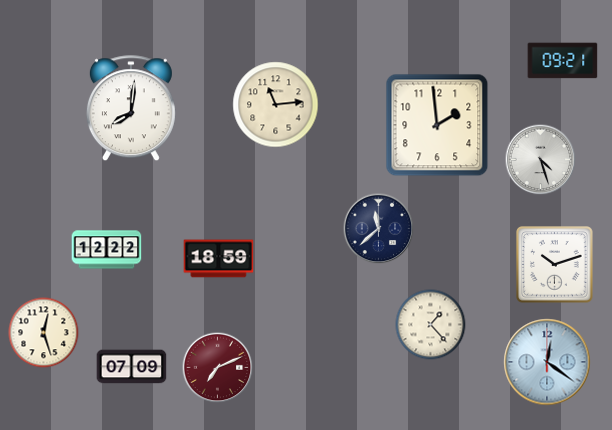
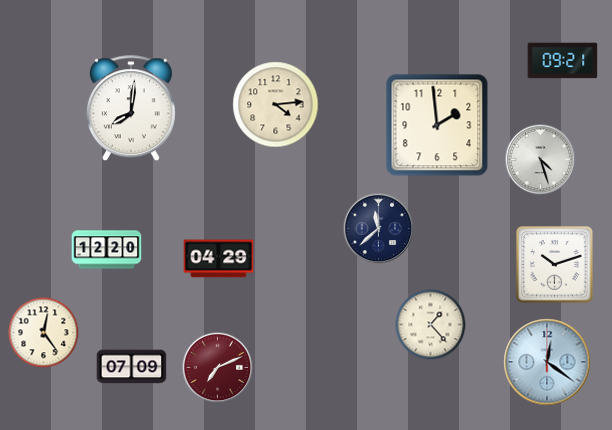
clock at (276, 105): 11:14 -> 4:14
clock at (107, 250): 12:22 -> 12:20
clock at (219, 259): 18:59 -> 04:29
clock at (44, 333): 12:27 -> 12:24
